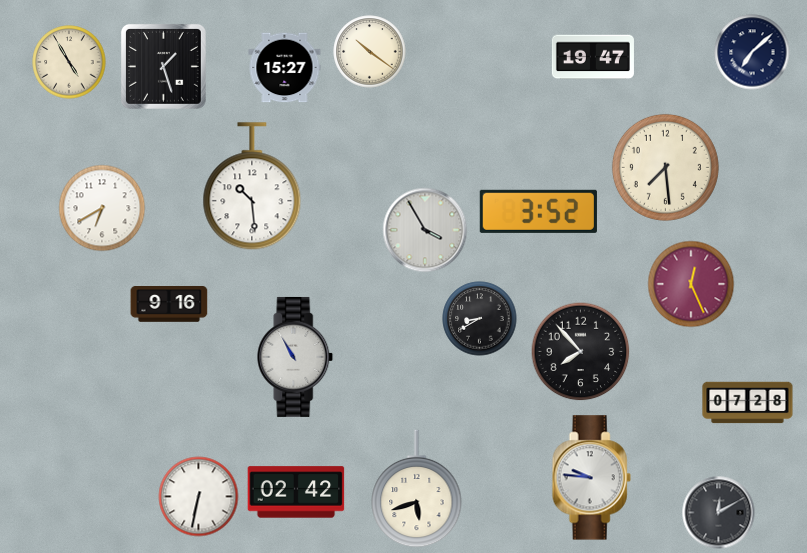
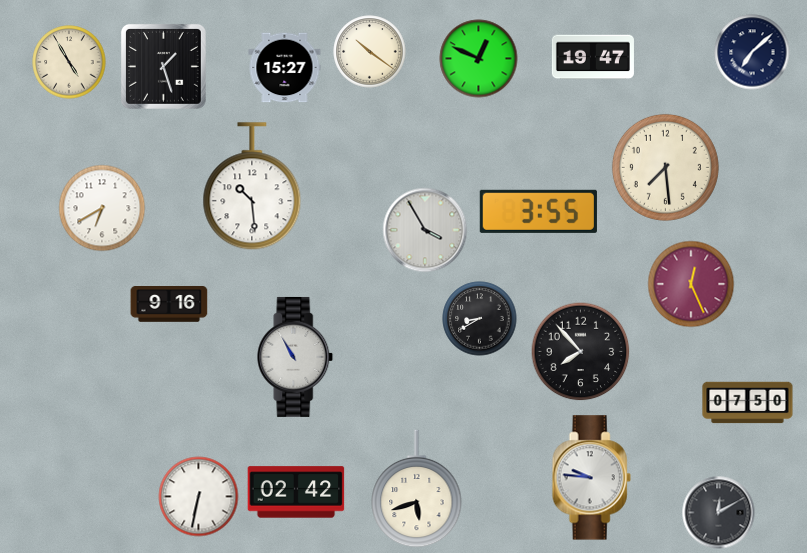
clock at (479, 59): none -> 12:49
clock at (538, 211): 3:52 -> 3:55
clock at (748, 403): 07:28 -> 07:50
